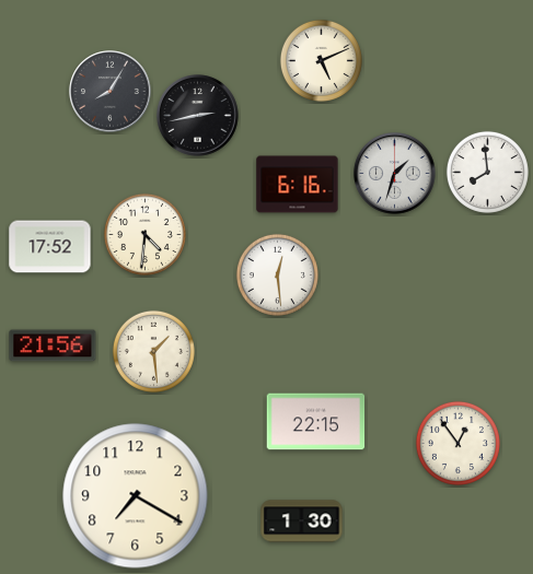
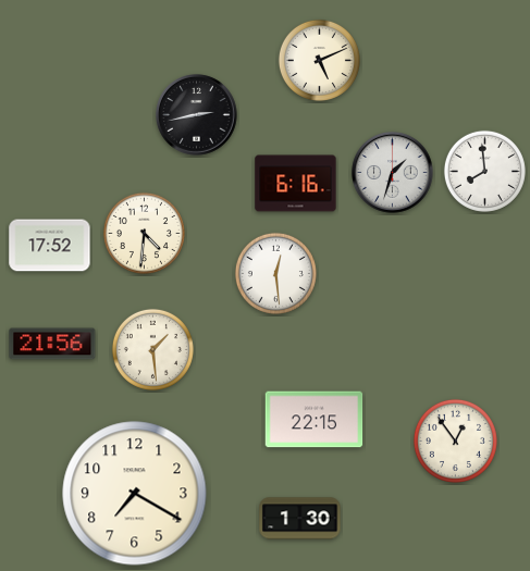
clock at (111, 92): 8:05 -> none
